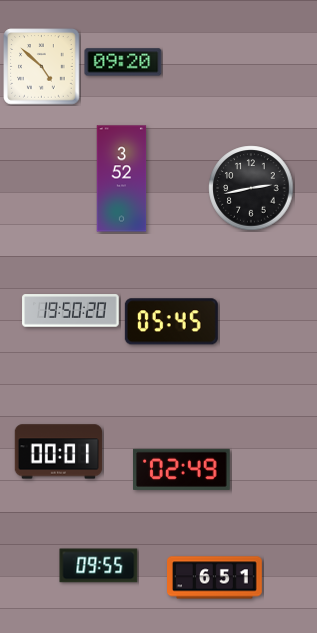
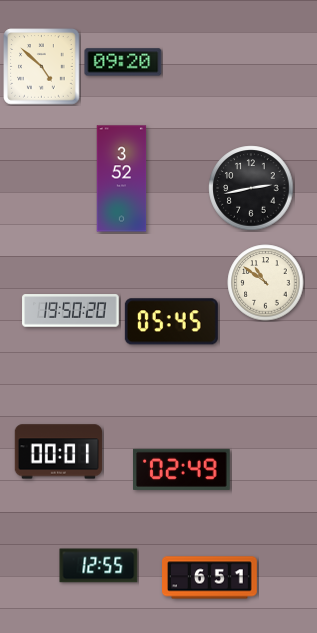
clock at (266, 283): none -> 10:51
clock at (99, 566): 09:55 -> 12:55
clock at (215, 578) position: (215, 578) -> (210, 578)
